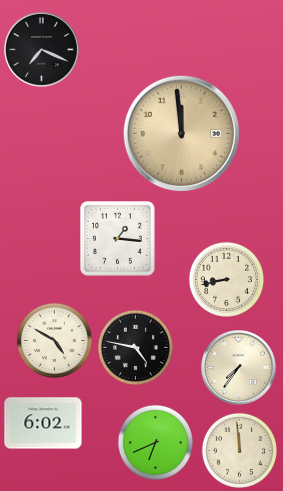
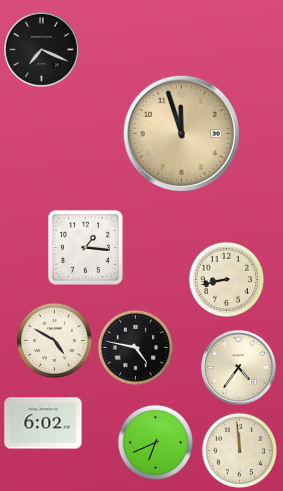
clock at (181, 133): 11:59 -> 11:57
clock at (118, 239) position: (118, 239) -> (86, 248)
clock at (239, 368): 7:36 -> 4:36
